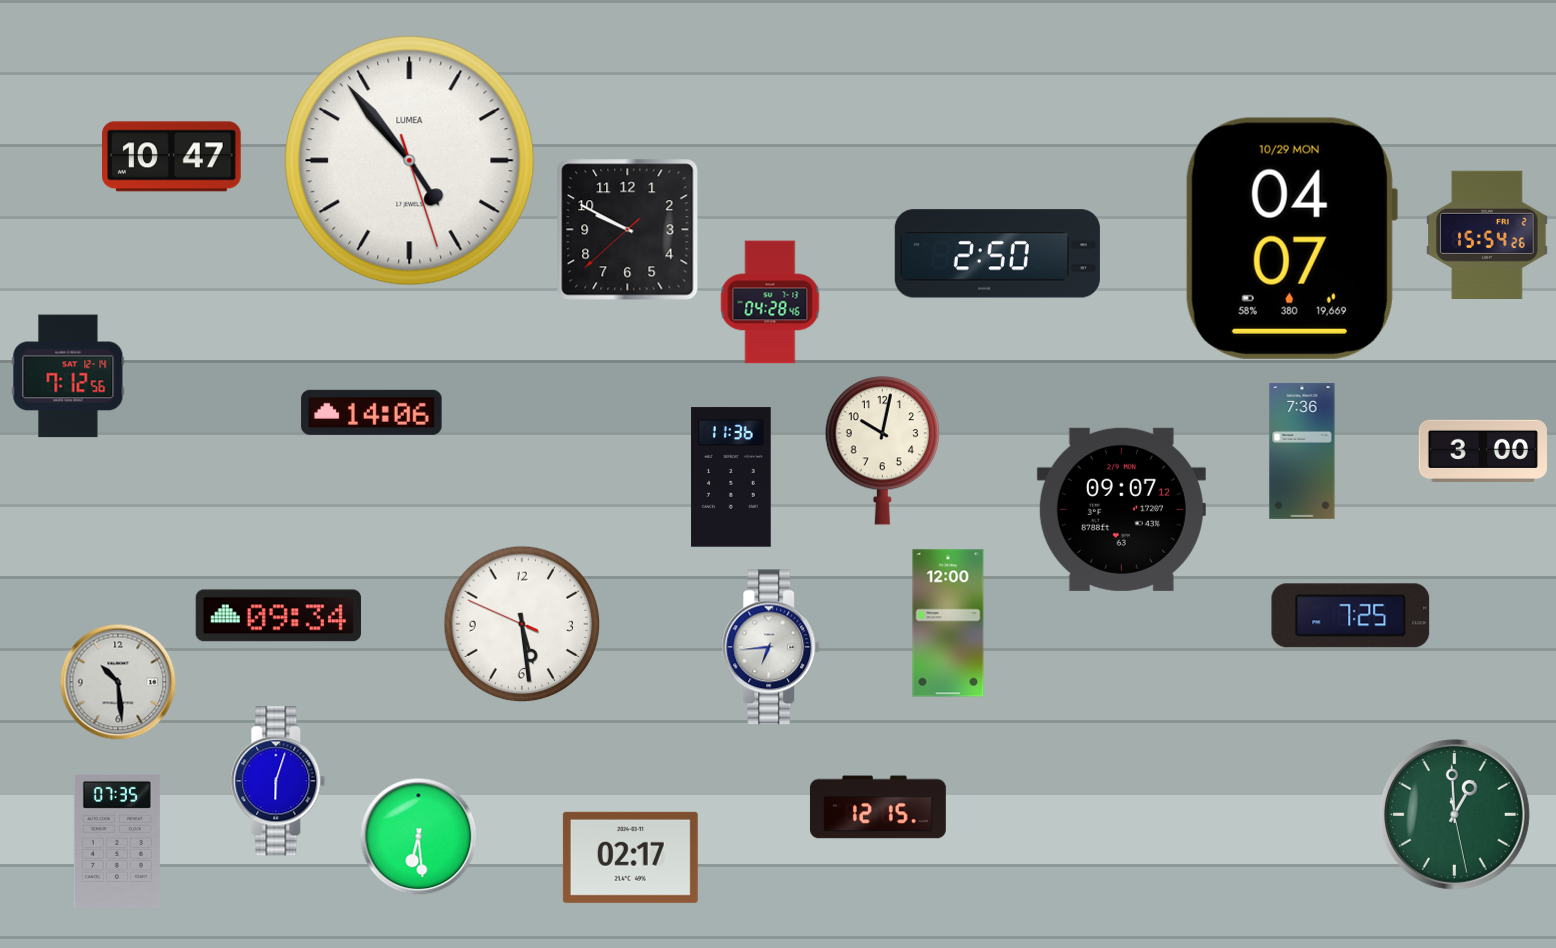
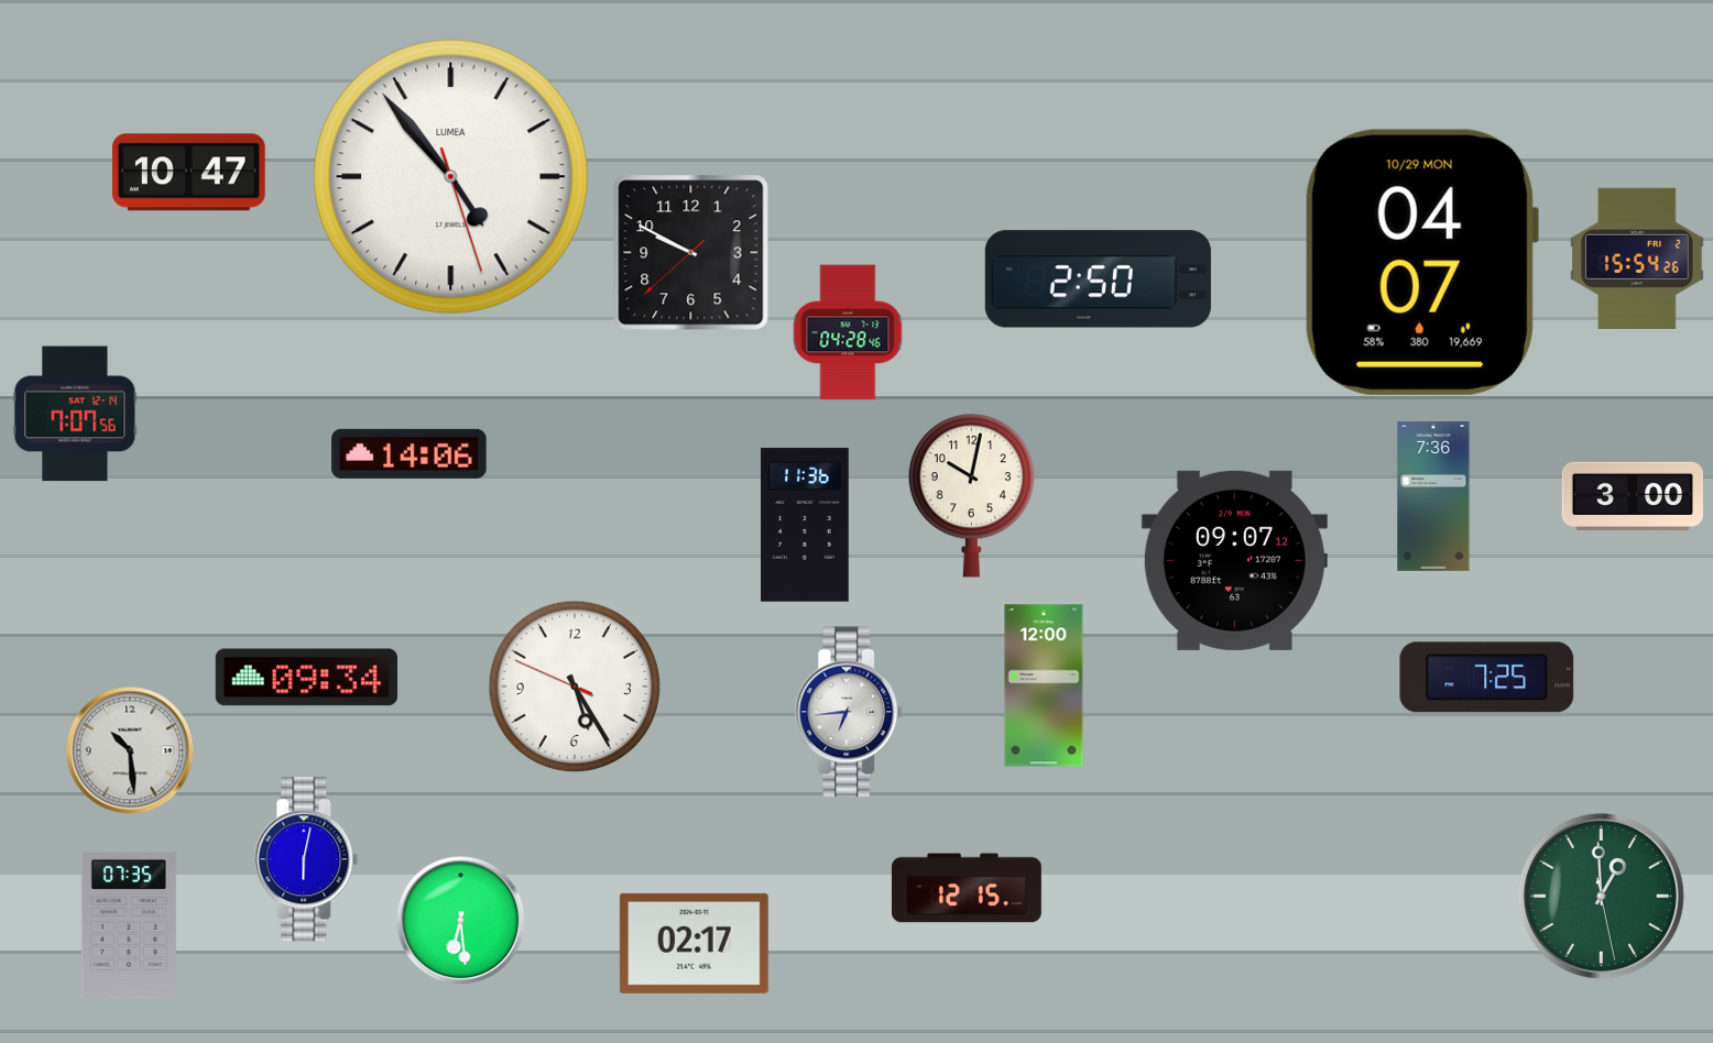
clock at (68, 376): 7:12 -> 7:07
clock at (522, 624): 5:28 -> 5:24
clock at (278, 781): 6:03 -> 6:02
